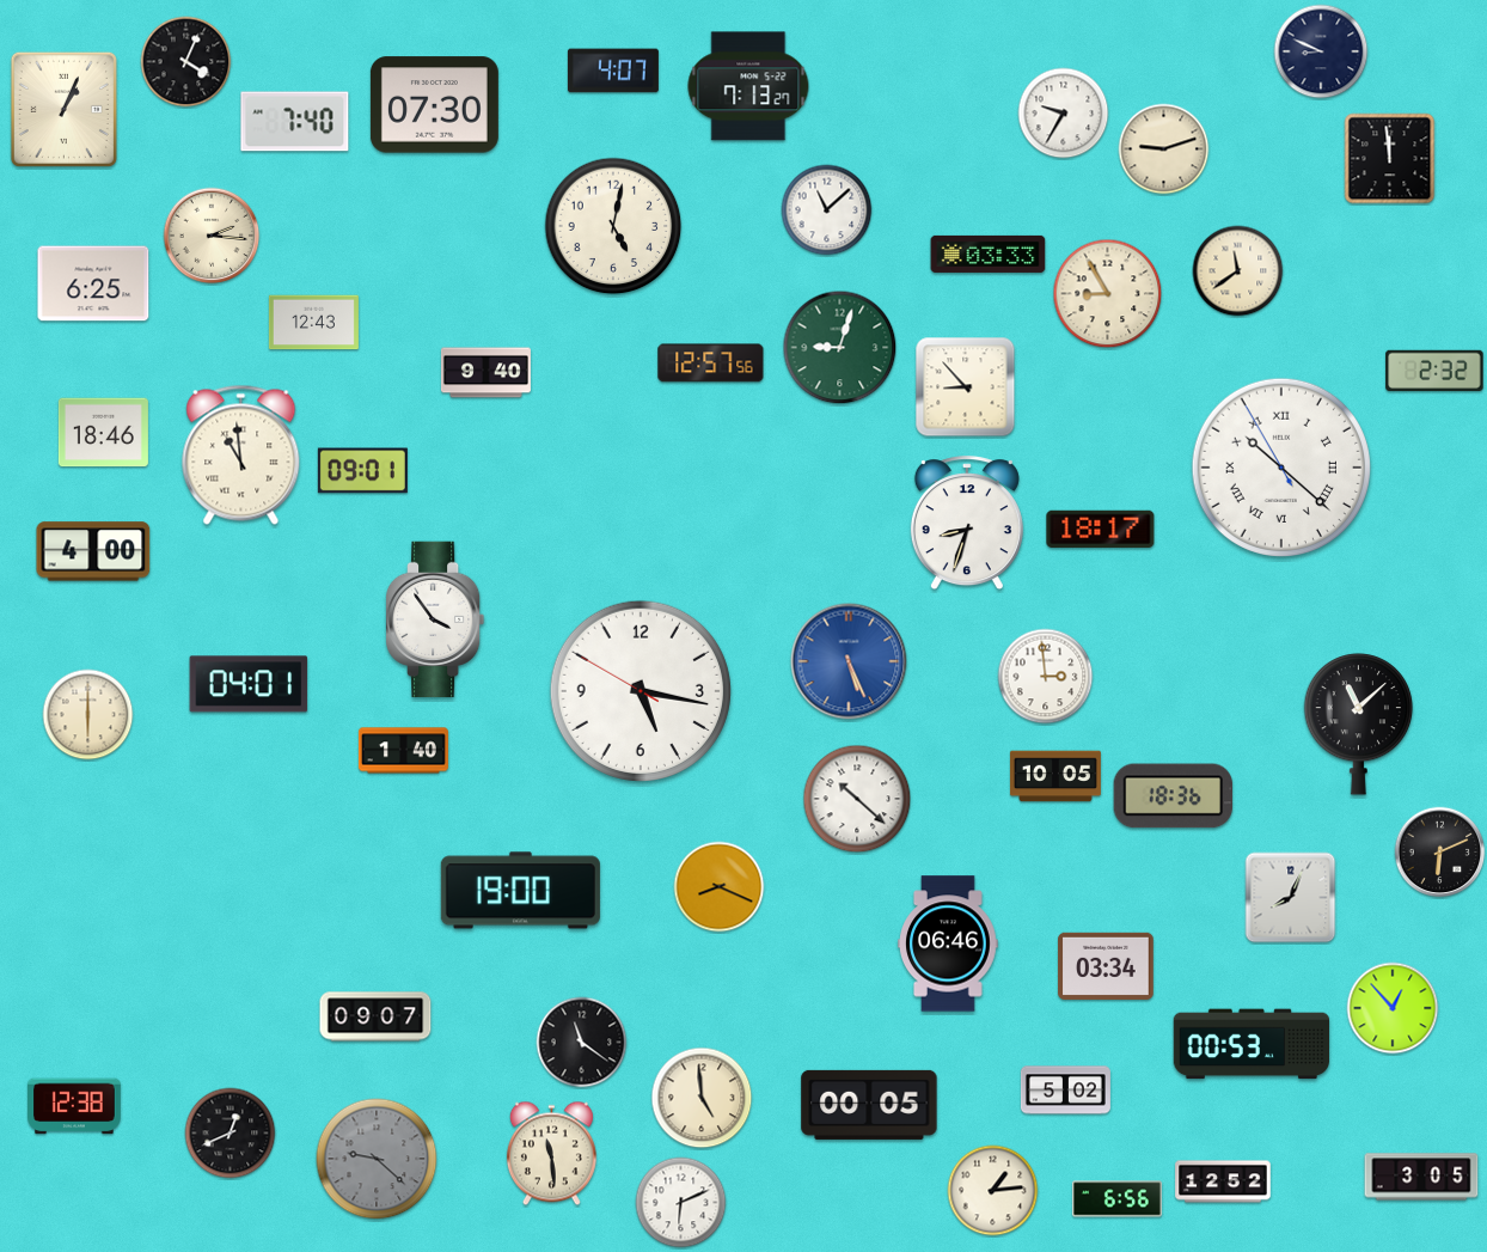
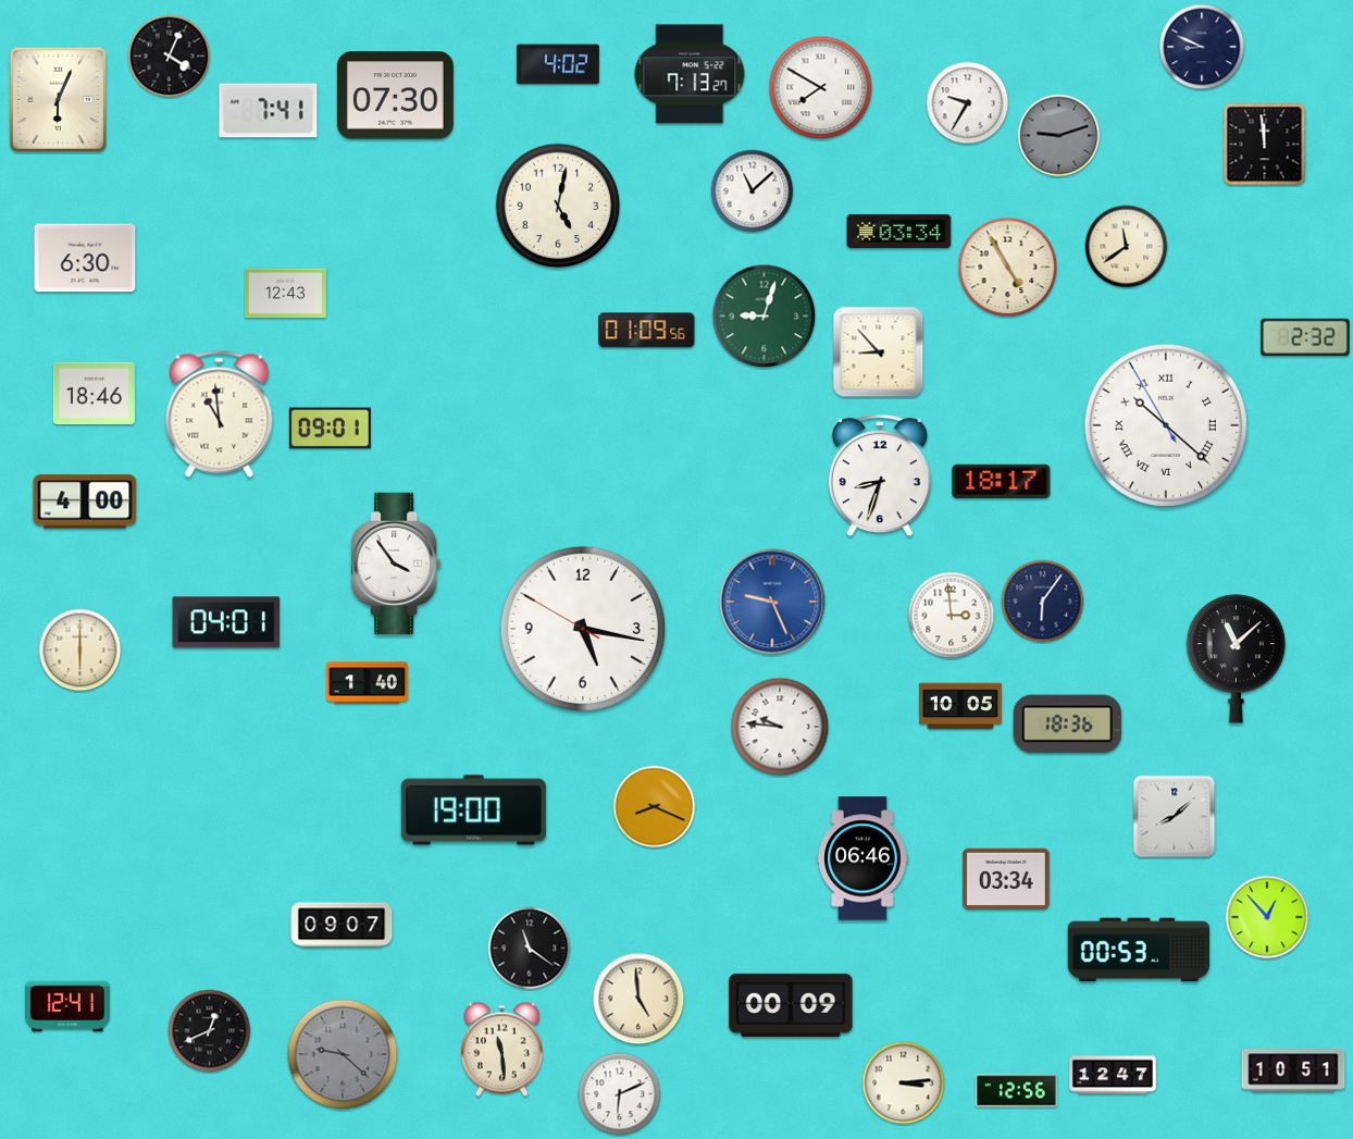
clock at (613, 71): 4:07 -> 4:02
clock at (748, 86) position: (748, 86) -> (690, 74)
clock at (821, 88): none -> 7:50
clock at (63, 109): 1:04 -> 6:04
clock at (295, 122): 7:40 -> 7:41
clock at (1164, 149) dial: cream -> grey
clock at (212, 236): 2:16 -> none
clock at (989, 254): 03:33 -> 03:34
clock at (93, 283): 6:25 -> 6:30
clock at (1108, 294): 8:55 -> 4:55
clock at (711, 364): 12:57 -> 01:09
clock at (485, 373): 9:40 -> none
clock at (849, 661): 5:26 -> 9:26
clock at (1043, 602): none -> 6:06
clock at (857, 799): 10:22 -> 9:46
clock at (1440, 853): 6:11 -> none
clock at (1291, 898): 8:04 -> 8:08
clock at (1065, 1091): 5:02 -> none
clock at (869, 1105): 00:05 -> 00:09
clock at (75, 1106): 12:38 -> 12:41
clock at (1421, 1177): 3:05 -> 10:51
clock at (1223, 1181): 12:52 -> 12:47
clock at (993, 1191): 1:14 -> 3:14
clock at (1116, 1199): 6:56 -> 12:56
